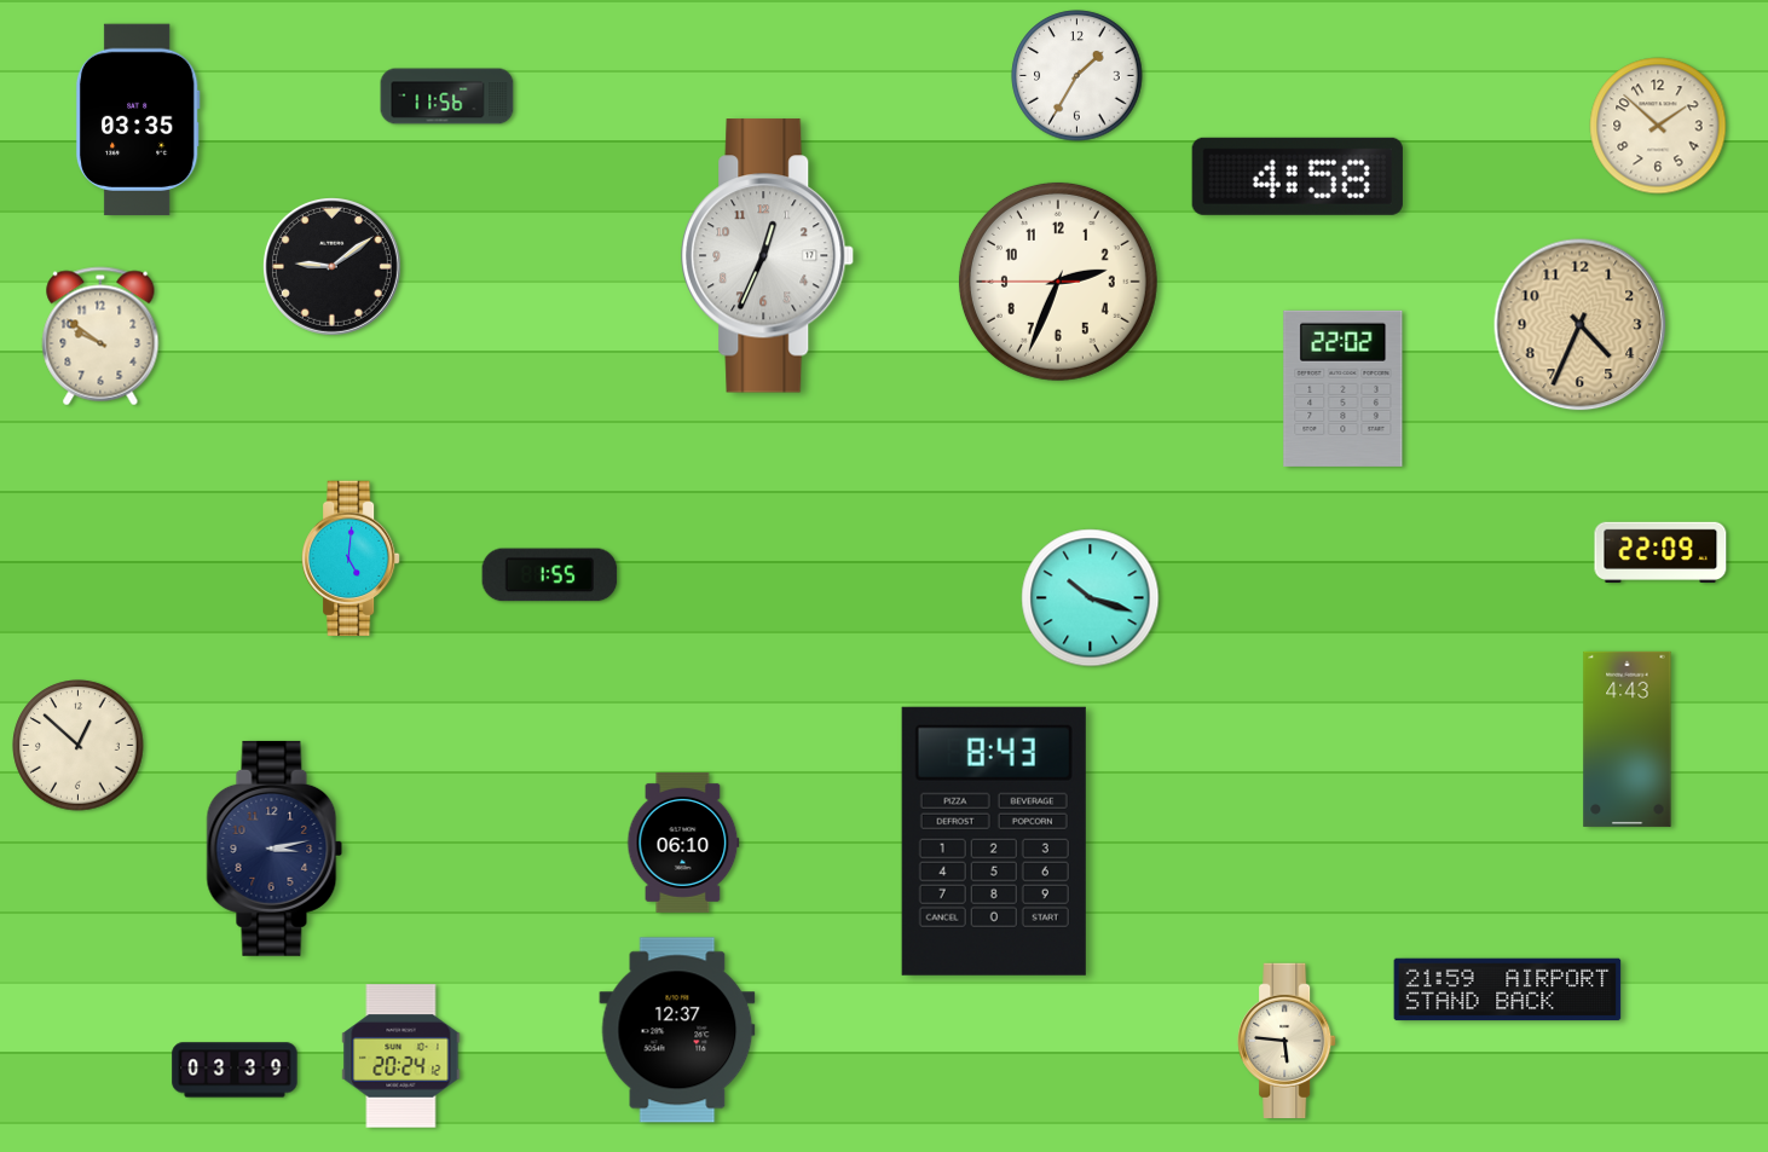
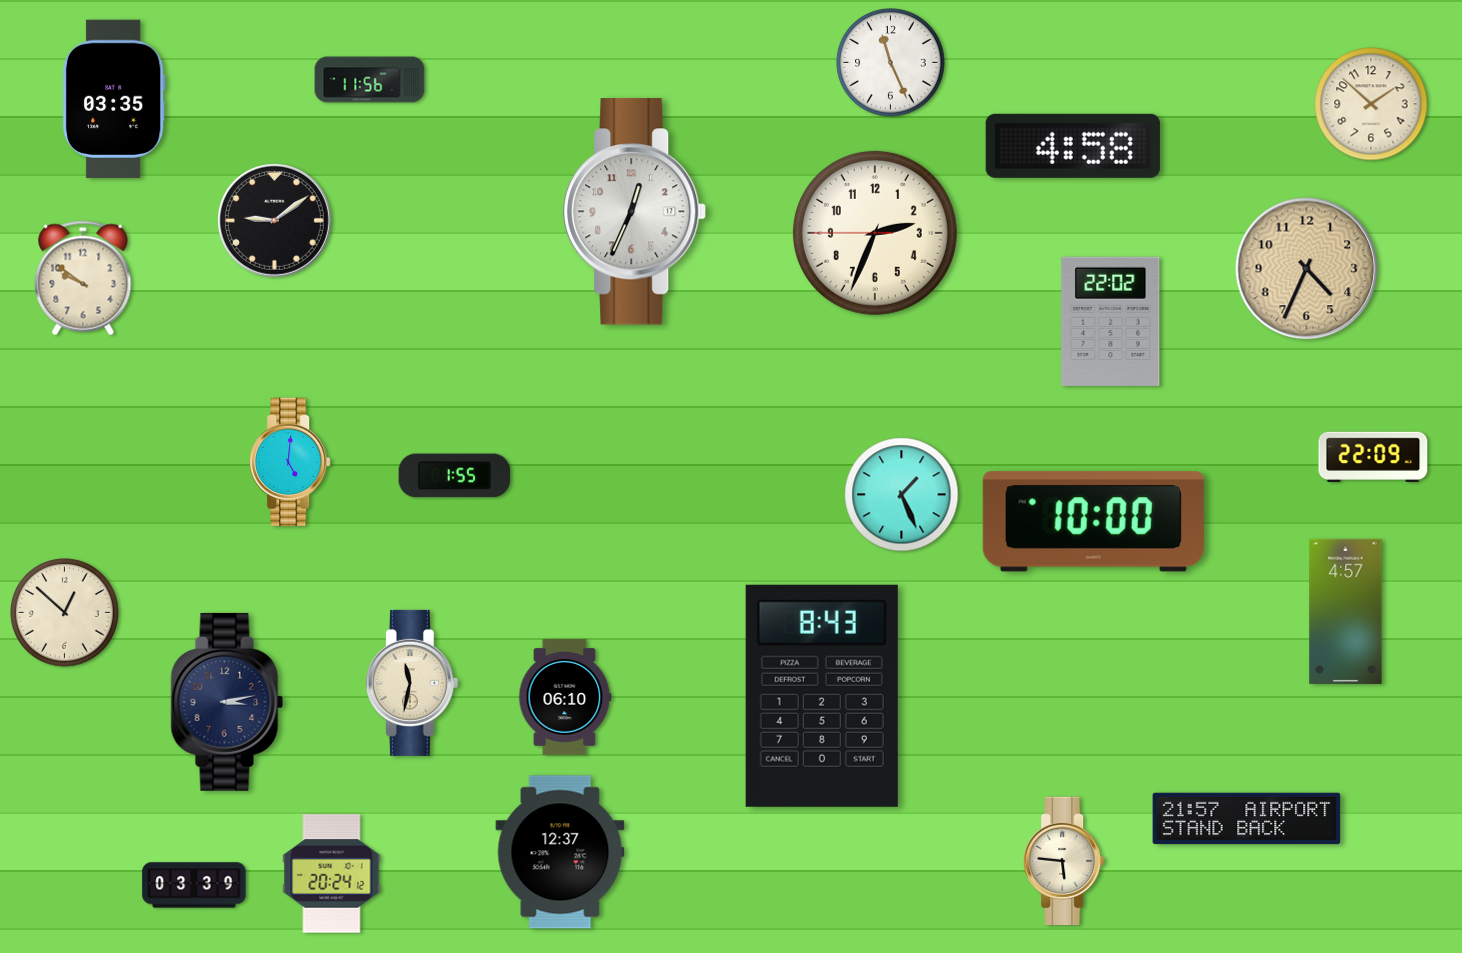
clock at (1077, 76): 1:35 -> 11:26
clock at (1091, 598): 10:18 -> 1:26
clock at (1093, 522): none -> 10:00
clock at (1628, 739): 4:43 -> 4:57
clock at (79, 746) position: (79, 746) -> (65, 613)
clock at (412, 683): none -> 11:32
clock at (1508, 990): 21:59 -> 21:57
